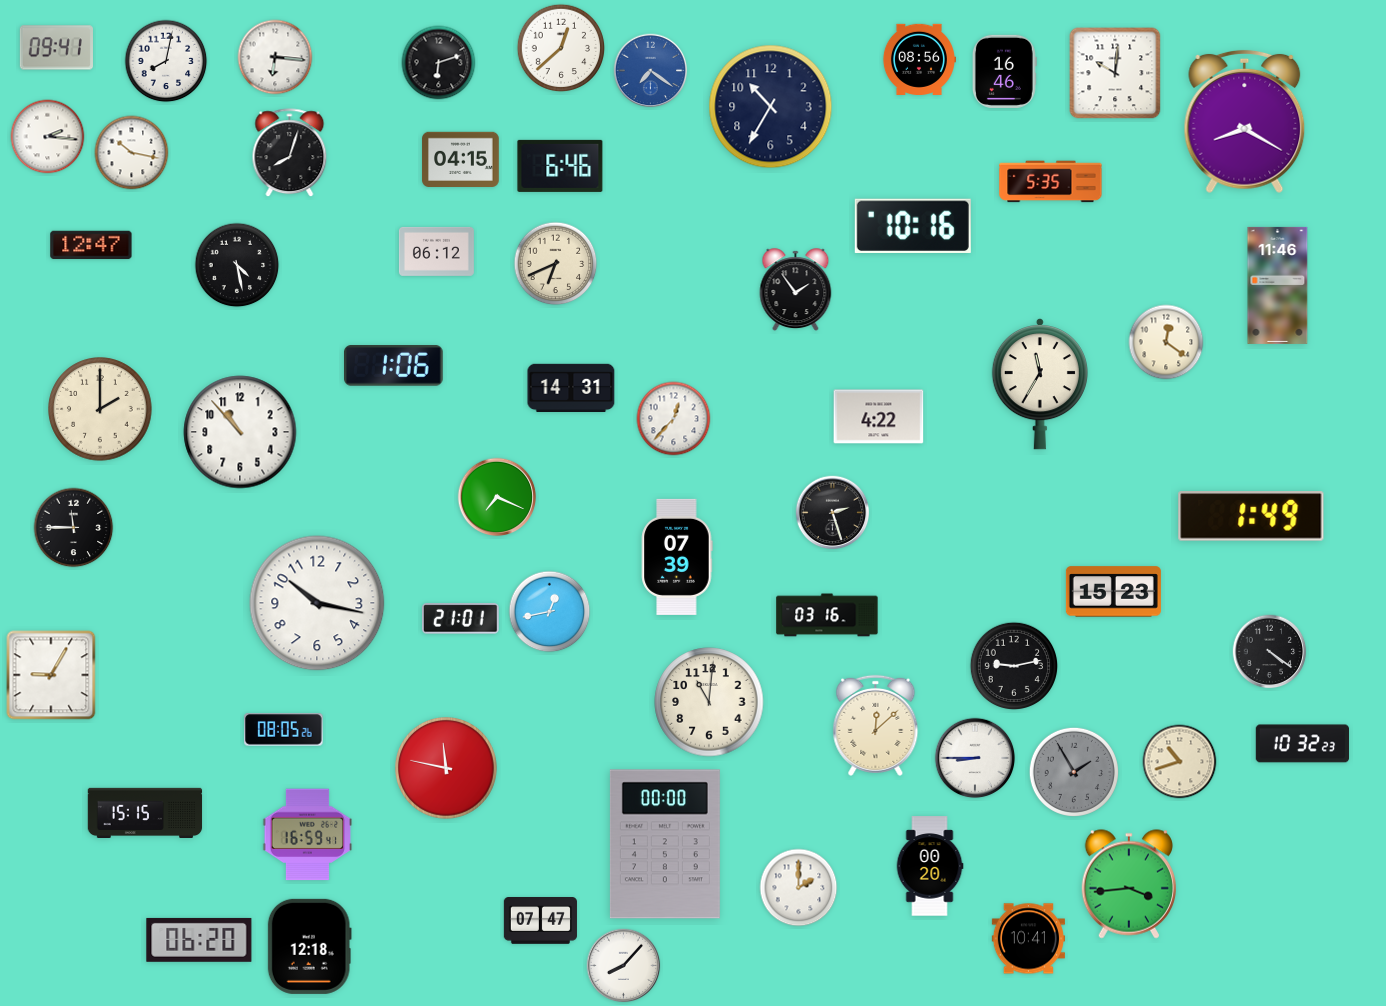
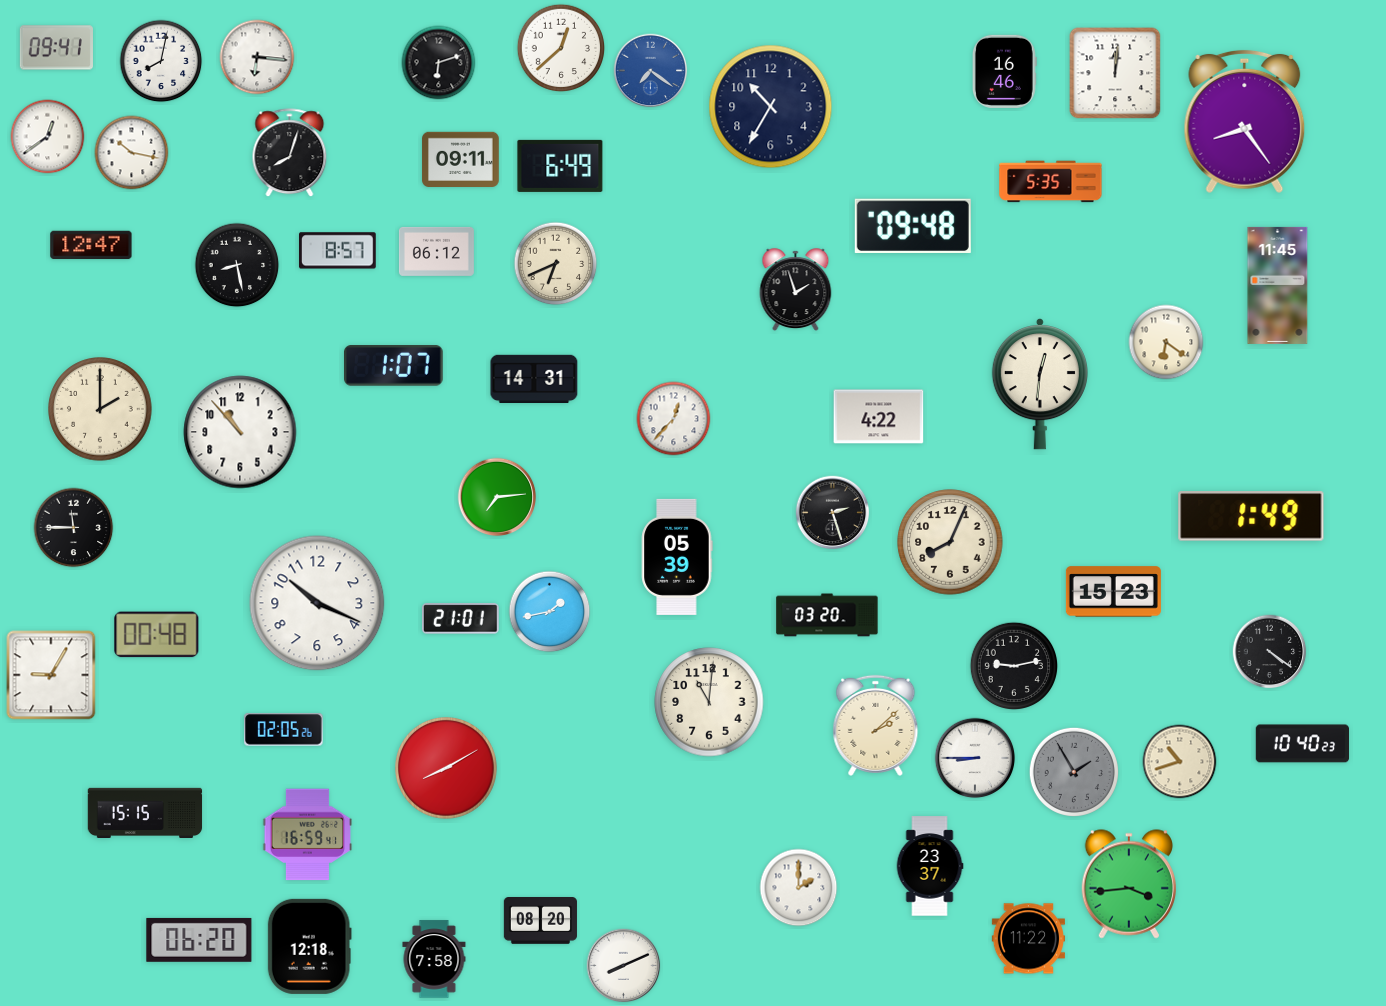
clock at (275, 57) position: (275, 57) -> (257, 57)
clock at (919, 59): 08:56 -> none
clock at (166, 61) position: (166, 61) -> (161, 61)
clock at (1115, 73): 10:01 -> 12:01
clock at (1245, 122): 8:20 -> 8:24
clock at (48, 137): 2:16 -> 12:39
clock at (461, 159): 04:15 -> 09:11
clock at (560, 166): 6:46 -> 6:49
clock at (913, 225): 10:16 -> 09:48
clock at (338, 251): none -> 8:57
clock at (237, 265): 4:28 -> 8:28
clock at (1278, 285): 11:46 -> 11:45
clock at (796, 289): 1:54 -> 1:57
clock at (1166, 342): 12:21 -> 6:21
clock at (394, 366): 1:06 -> 1:07
clock at (1040, 384): 11:35 -> 12:31
clock at (571, 387) position: (571, 387) -> (534, 378)
clock at (497, 497): 7:19 -> 7:14
clock at (950, 542): none -> 8:04
clock at (677, 557): 07:39 -> 05:39
clock at (317, 603): 10:17 -> 10:19
clock at (550, 612): 12:43 -> 1:43
clock at (827, 615): 03:16 -> 03:20
clock at (157, 635): none -> 00:48
clock at (876, 725): 12:08 -> 2:08
clock at (284, 730): 08:05 -> 02:05
clock at (1302, 744): 10:32 -> 10:40
clock at (447, 769): 11:47 -> 8:10
clock at (665, 844): 00:00 -> none
clock at (930, 866): 00:20 -> 23:37
clock at (540, 921): 07:47 -> 08:20
clock at (1028, 939): 10:41 -> 11:22
clock at (434, 959): none -> 7:58
clock at (624, 966): 8:07 -> 8:11
